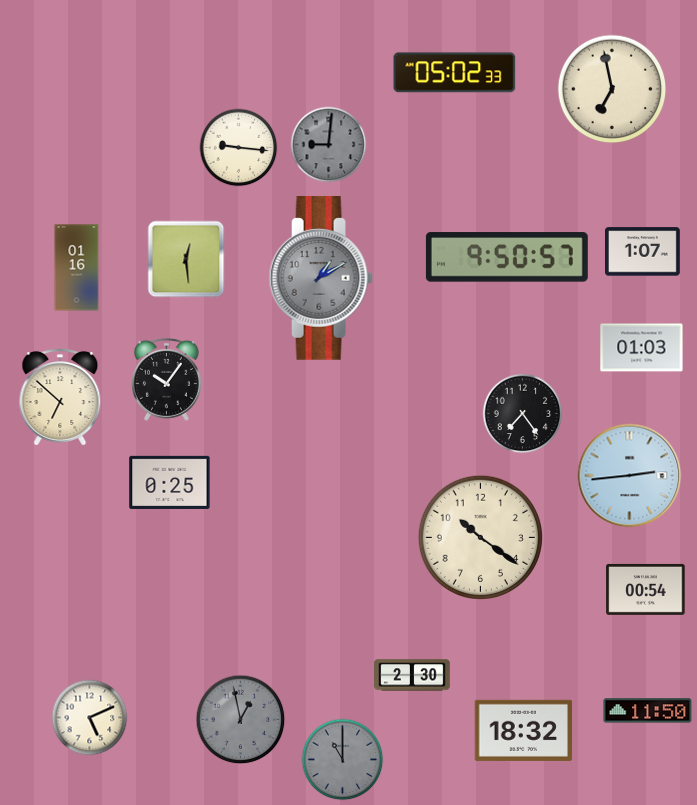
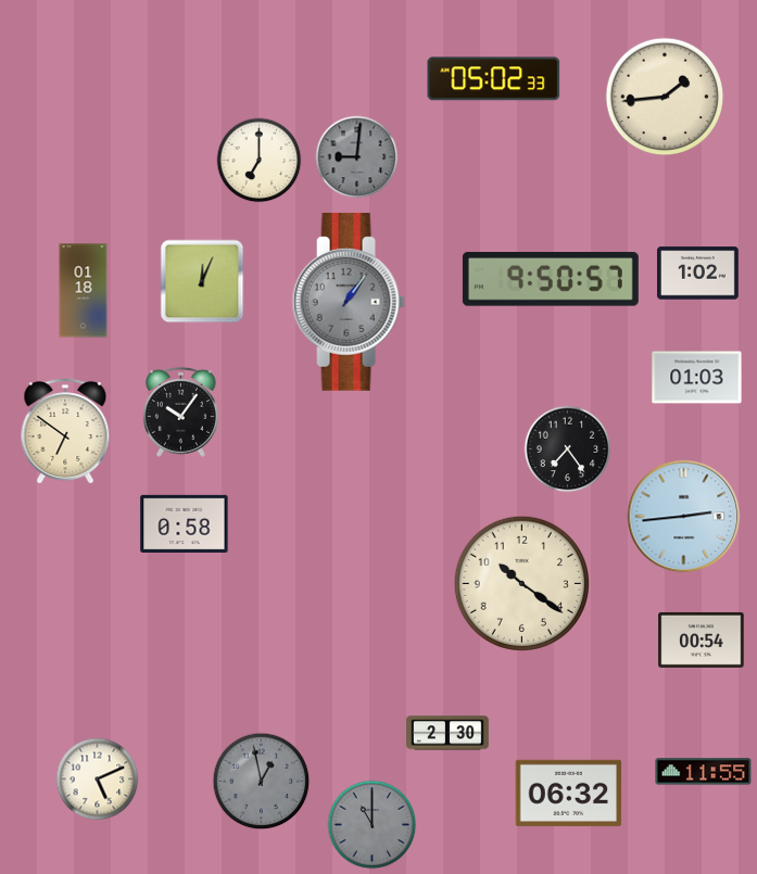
clock at (612, 89): 6:58 -> 1:44
clock at (239, 148): 9:16 -> 7:00
clock at (642, 252): 1:07 -> 1:02
clock at (186, 259): 12:29 -> 12:04
clock at (77, 268): 01:16 -> 01:18
clock at (321, 278): 1:10 -> 1:06
clock at (60, 397): 6:52 -> 6:51
clock at (170, 482): 0:25 -> 0:58
clock at (648, 711): 11:50 -> 11:55
clock at (524, 730): 18:32 -> 06:32
